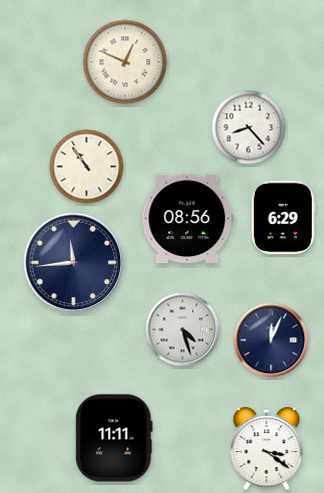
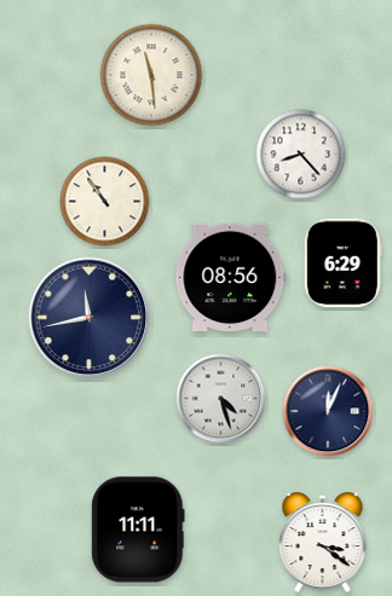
clock at (125, 62): 12:49 -> 11:29
clock at (188, 219) position: (188, 219) -> (231, 278)
clock at (74, 263): 11:44 -> 11:43
